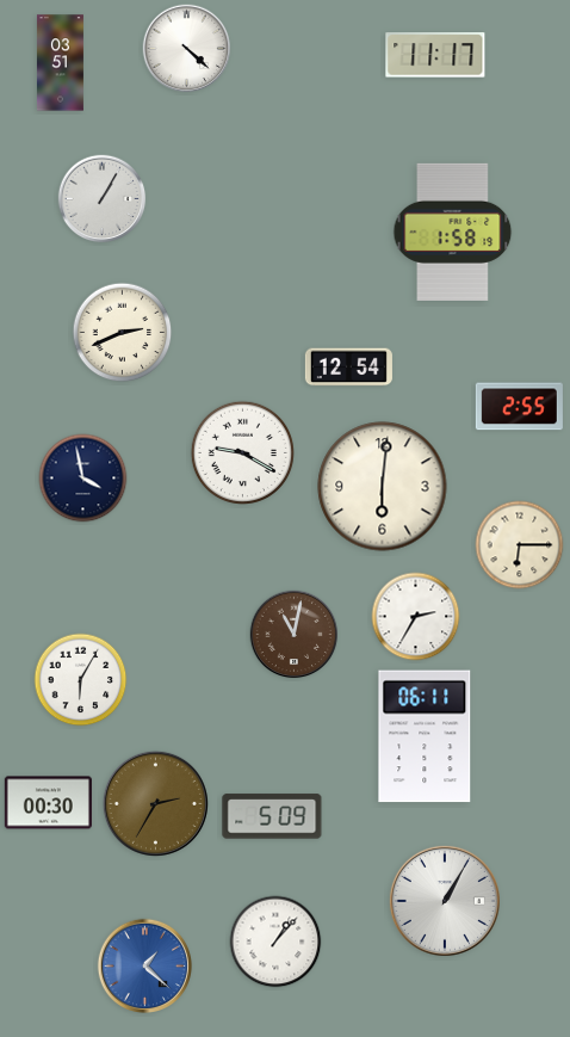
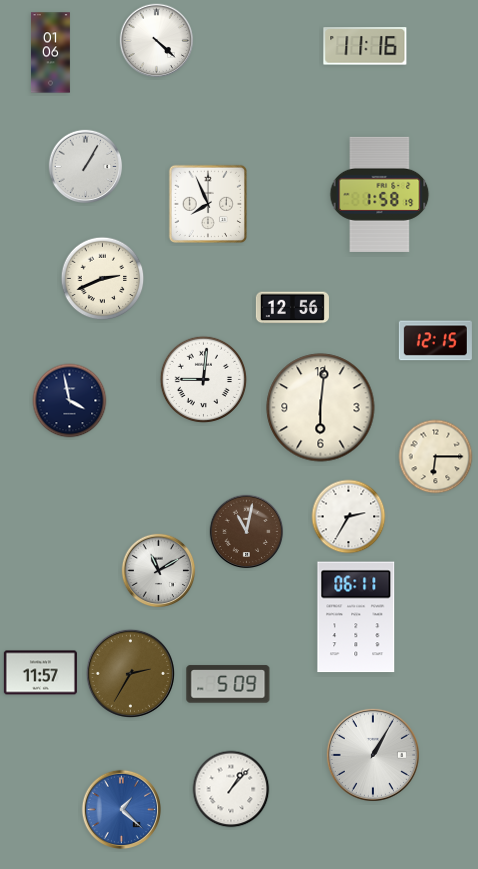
clock at (435, 55): 11:17 -> 11:16
clock at (60, 63): 03:51 -> 01:06
clock at (207, 203): none -> 7:56
clock at (348, 368): 12:54 -> 12:56
clock at (519, 407): 2:55 -> 12:15
clock at (242, 452): 9:20 -> 9:01
clock at (81, 680): 6:05 -> none
clock at (159, 571): none -> 11:10
clock at (48, 803): 00:30 -> 11:57
